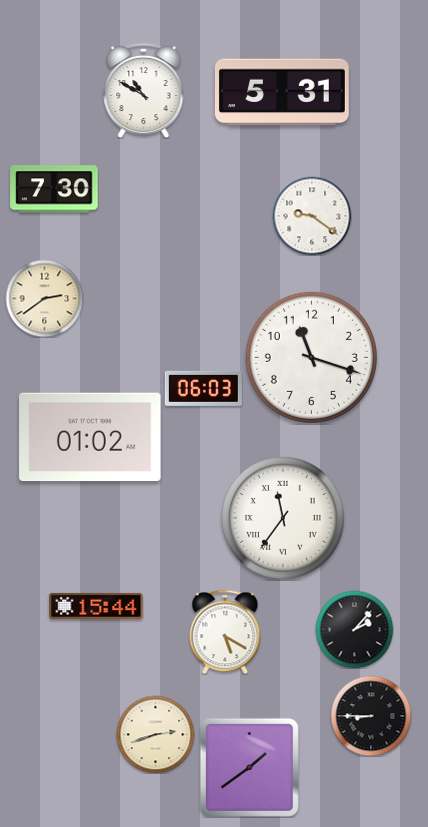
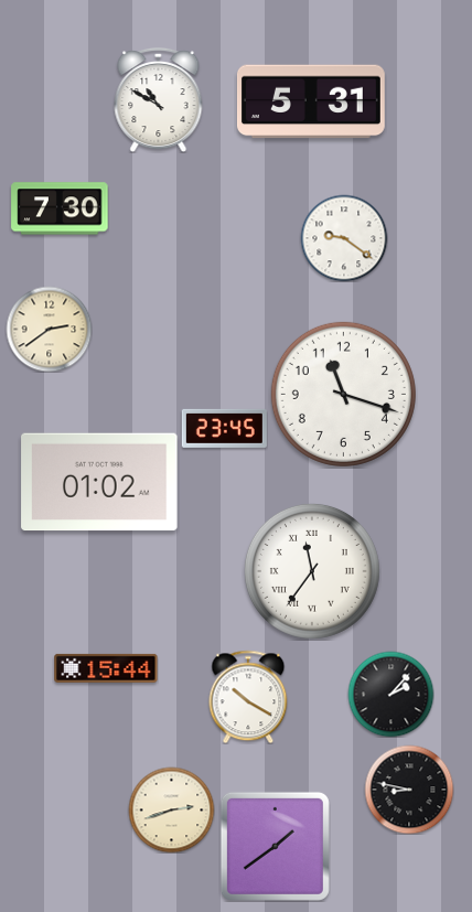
clock at (203, 388): 06:03 -> 23:45
clock at (225, 632): 5:20 -> 10:20
clock at (371, 716): 8:45 -> 8:47
